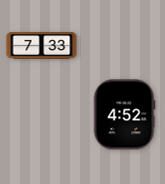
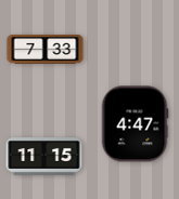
clock at (124, 115): 4:52 -> 4:47
clock at (44, 157): none -> 11:15
